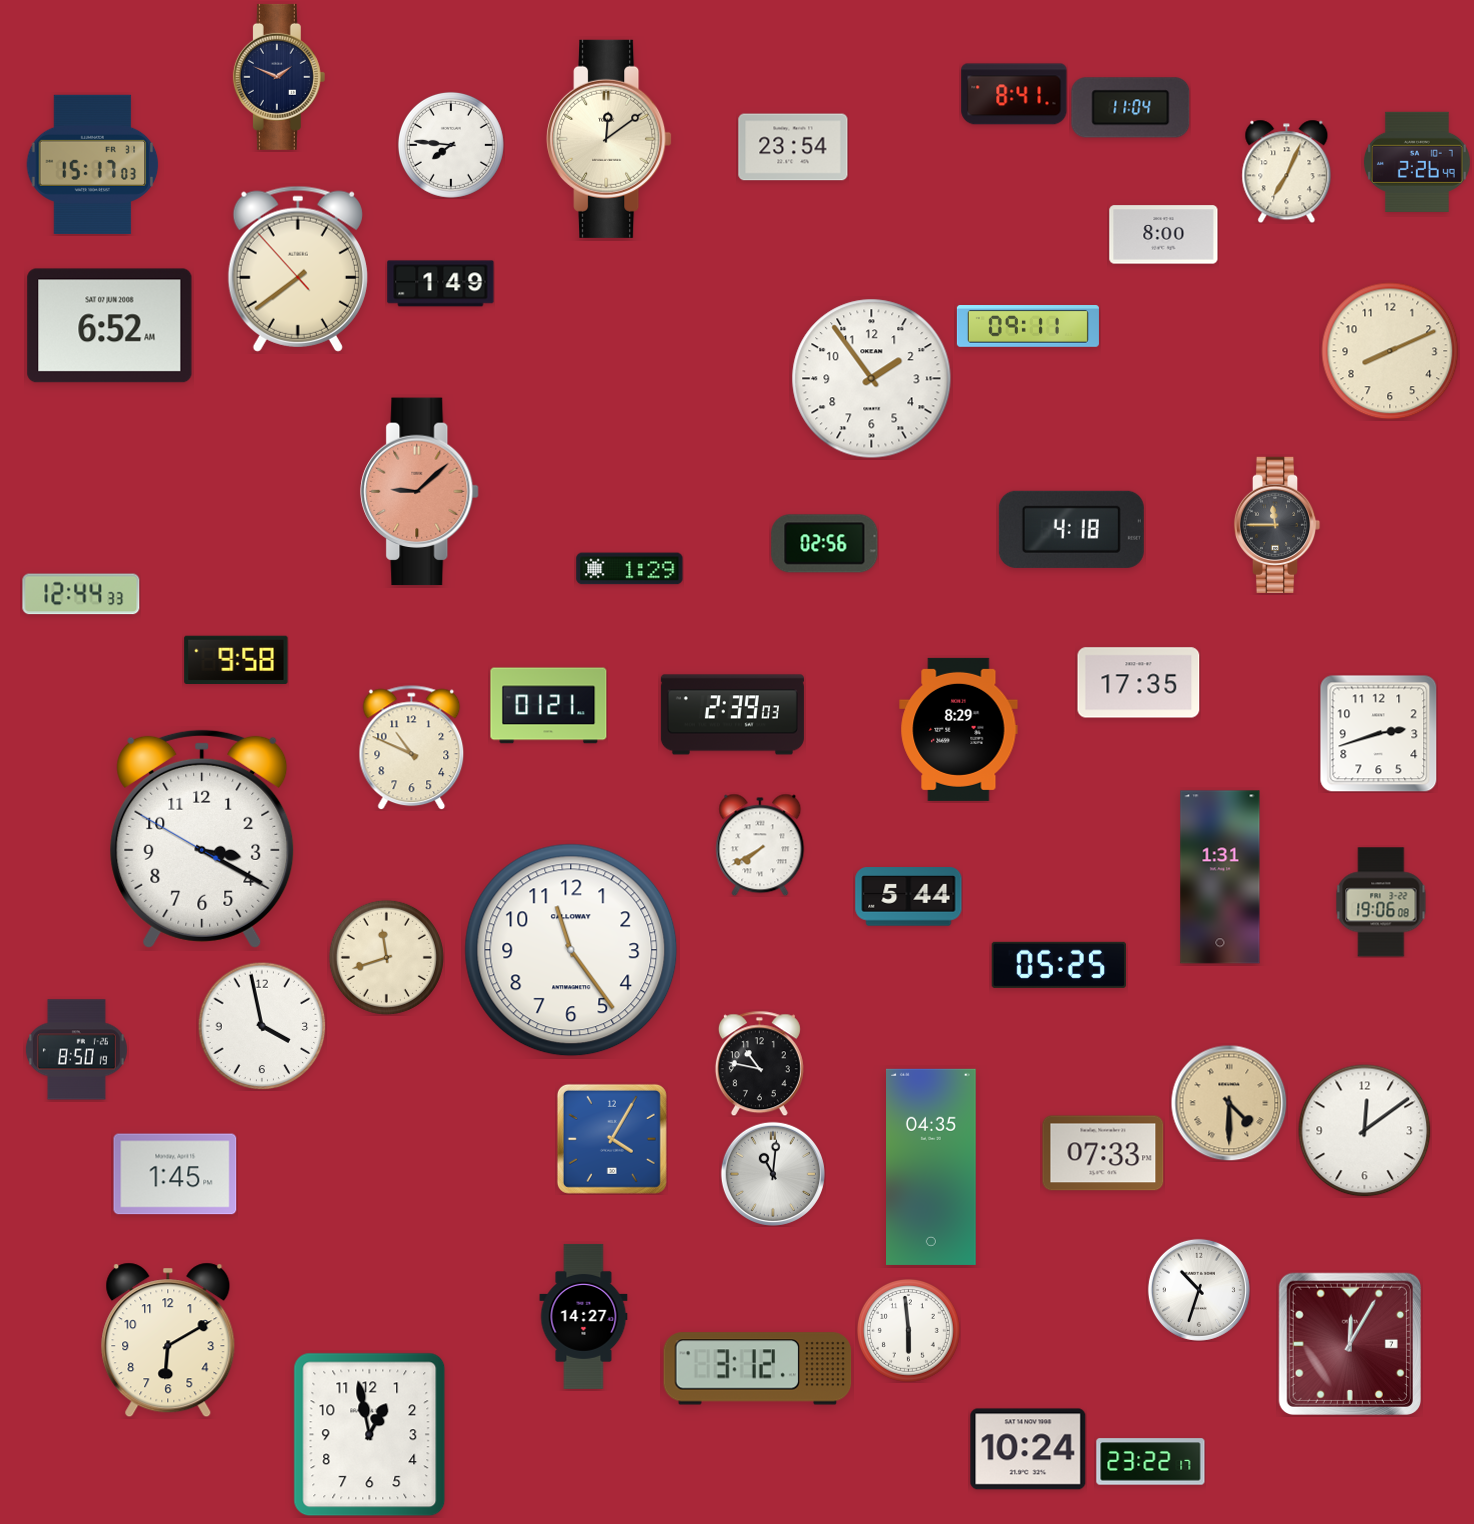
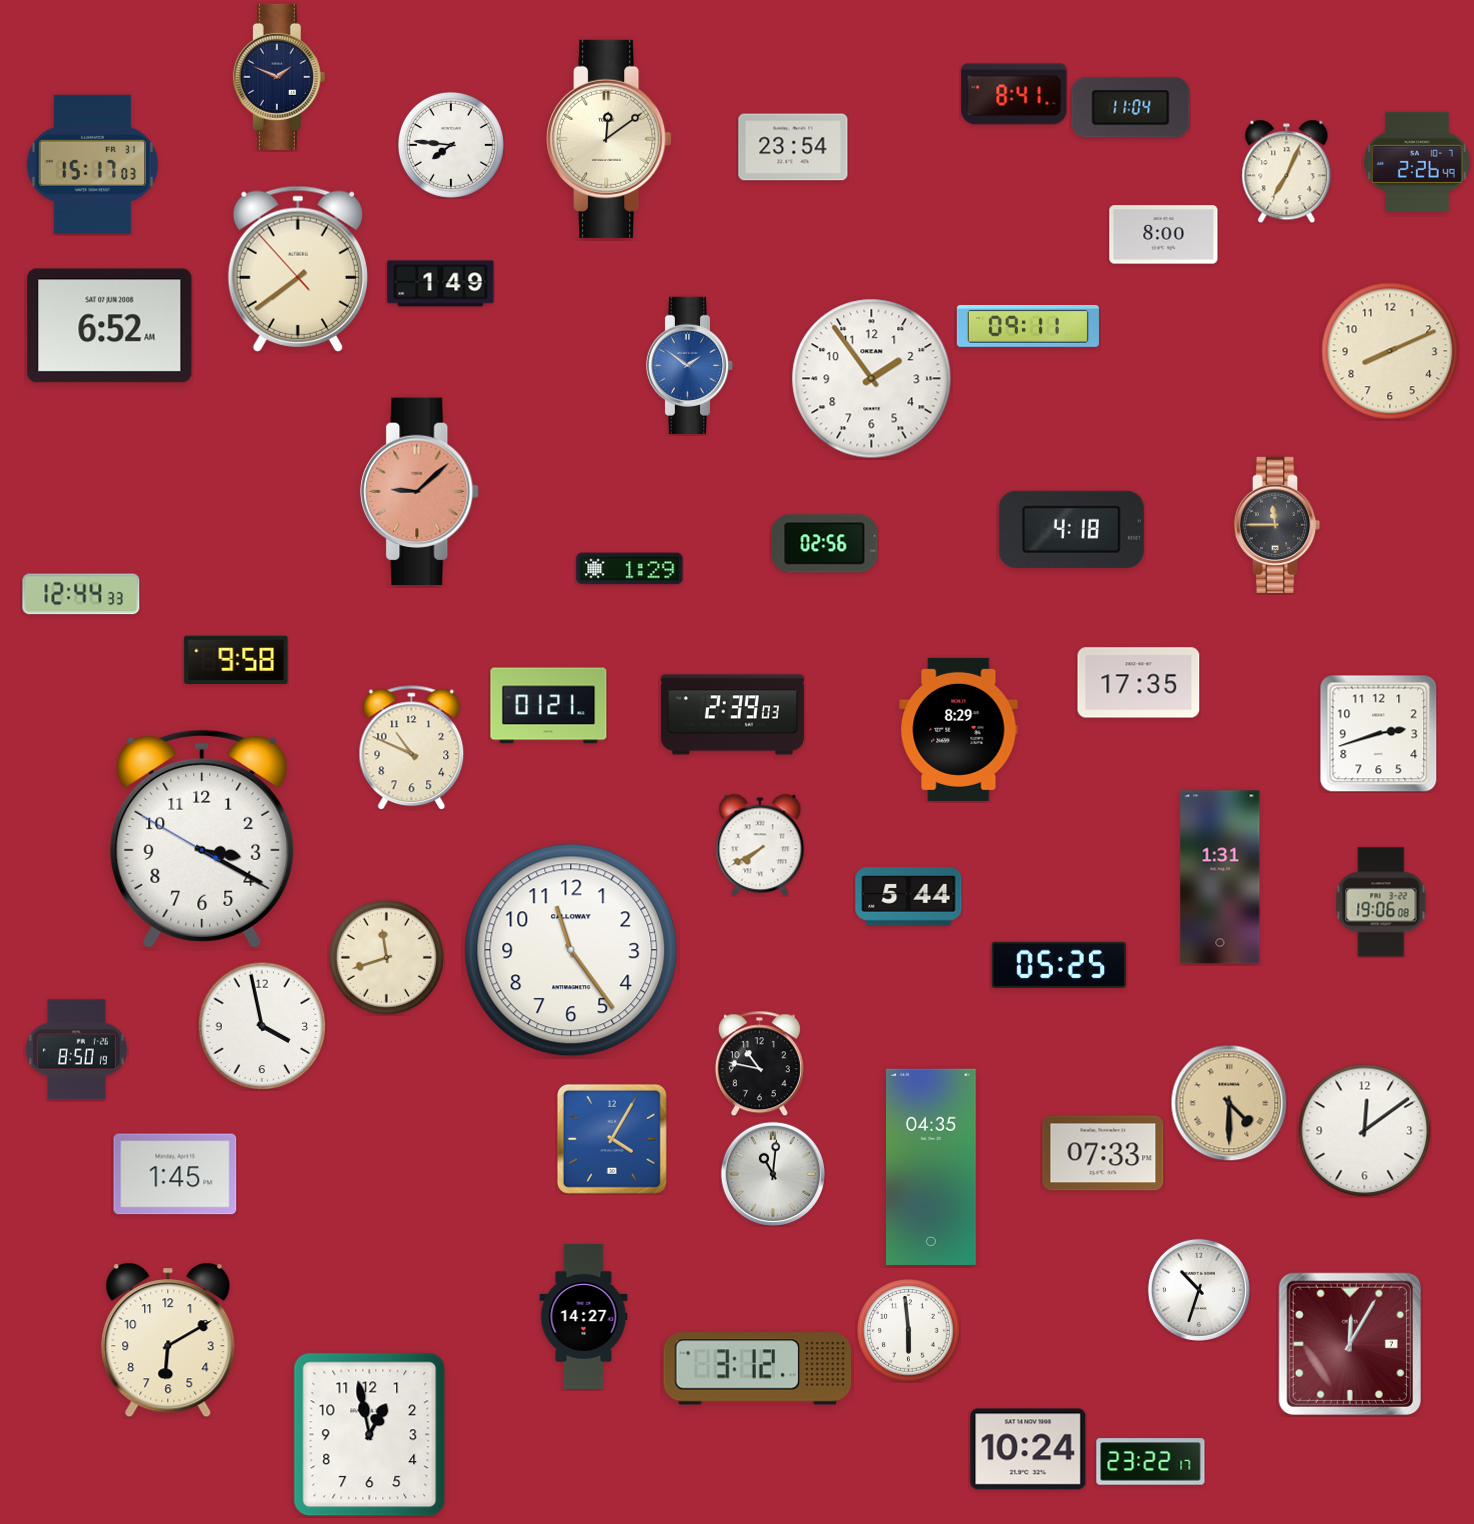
clock at (690, 365): none -> 1:51
